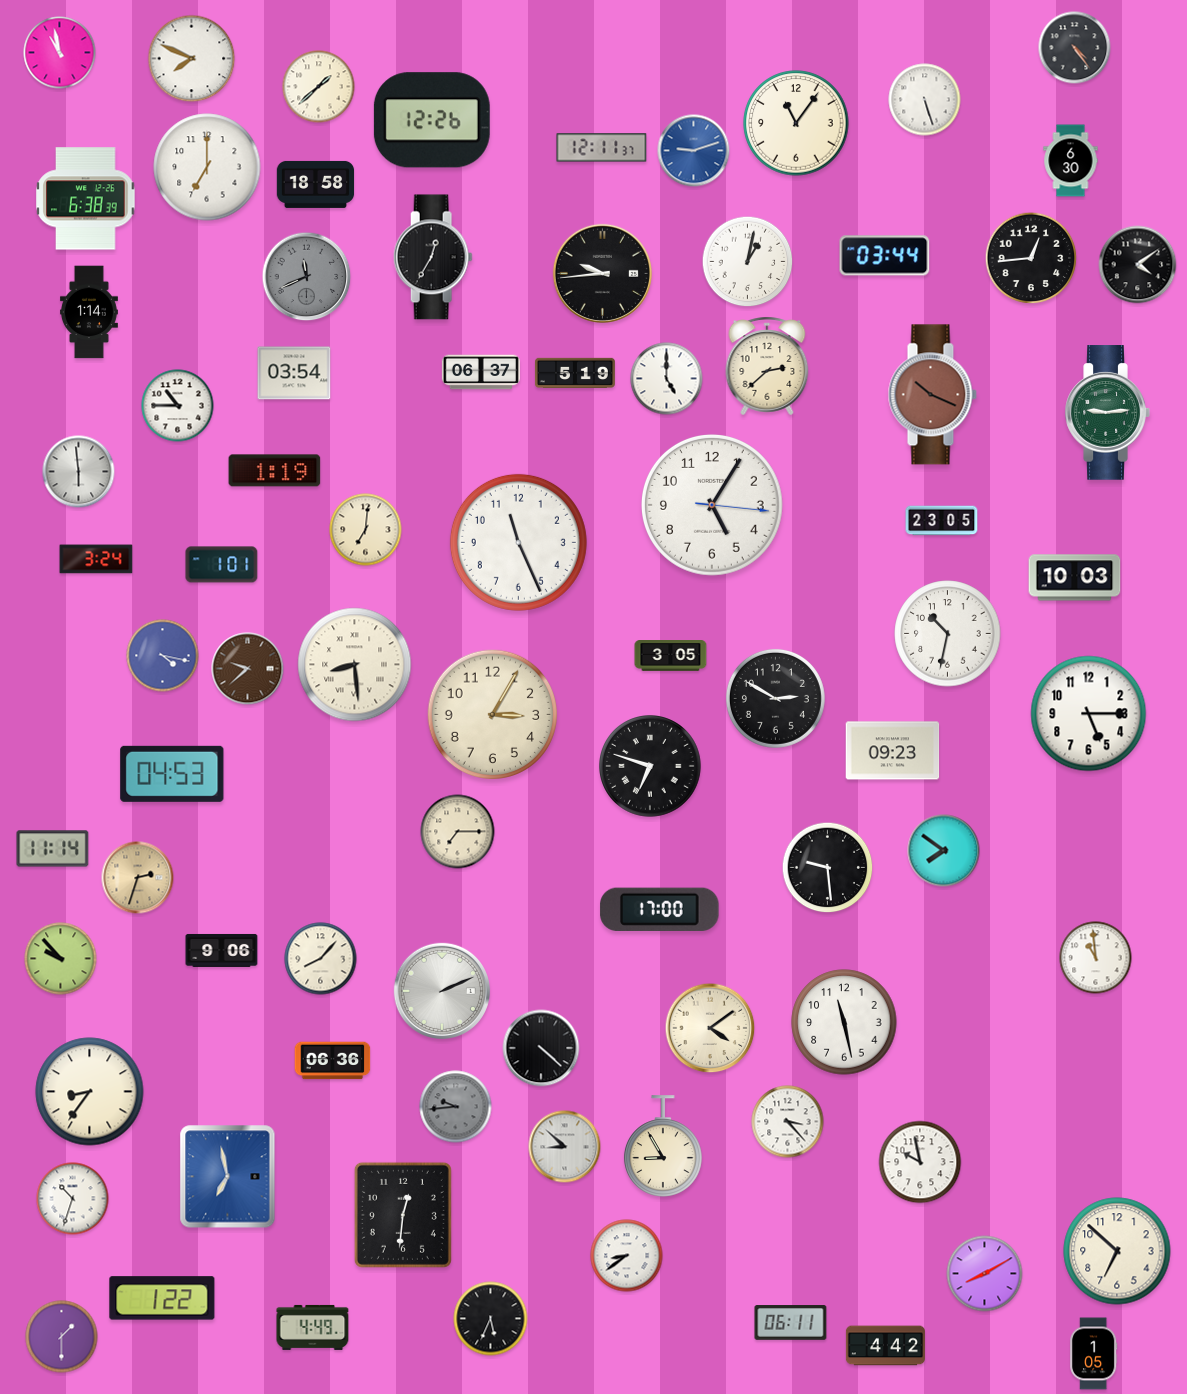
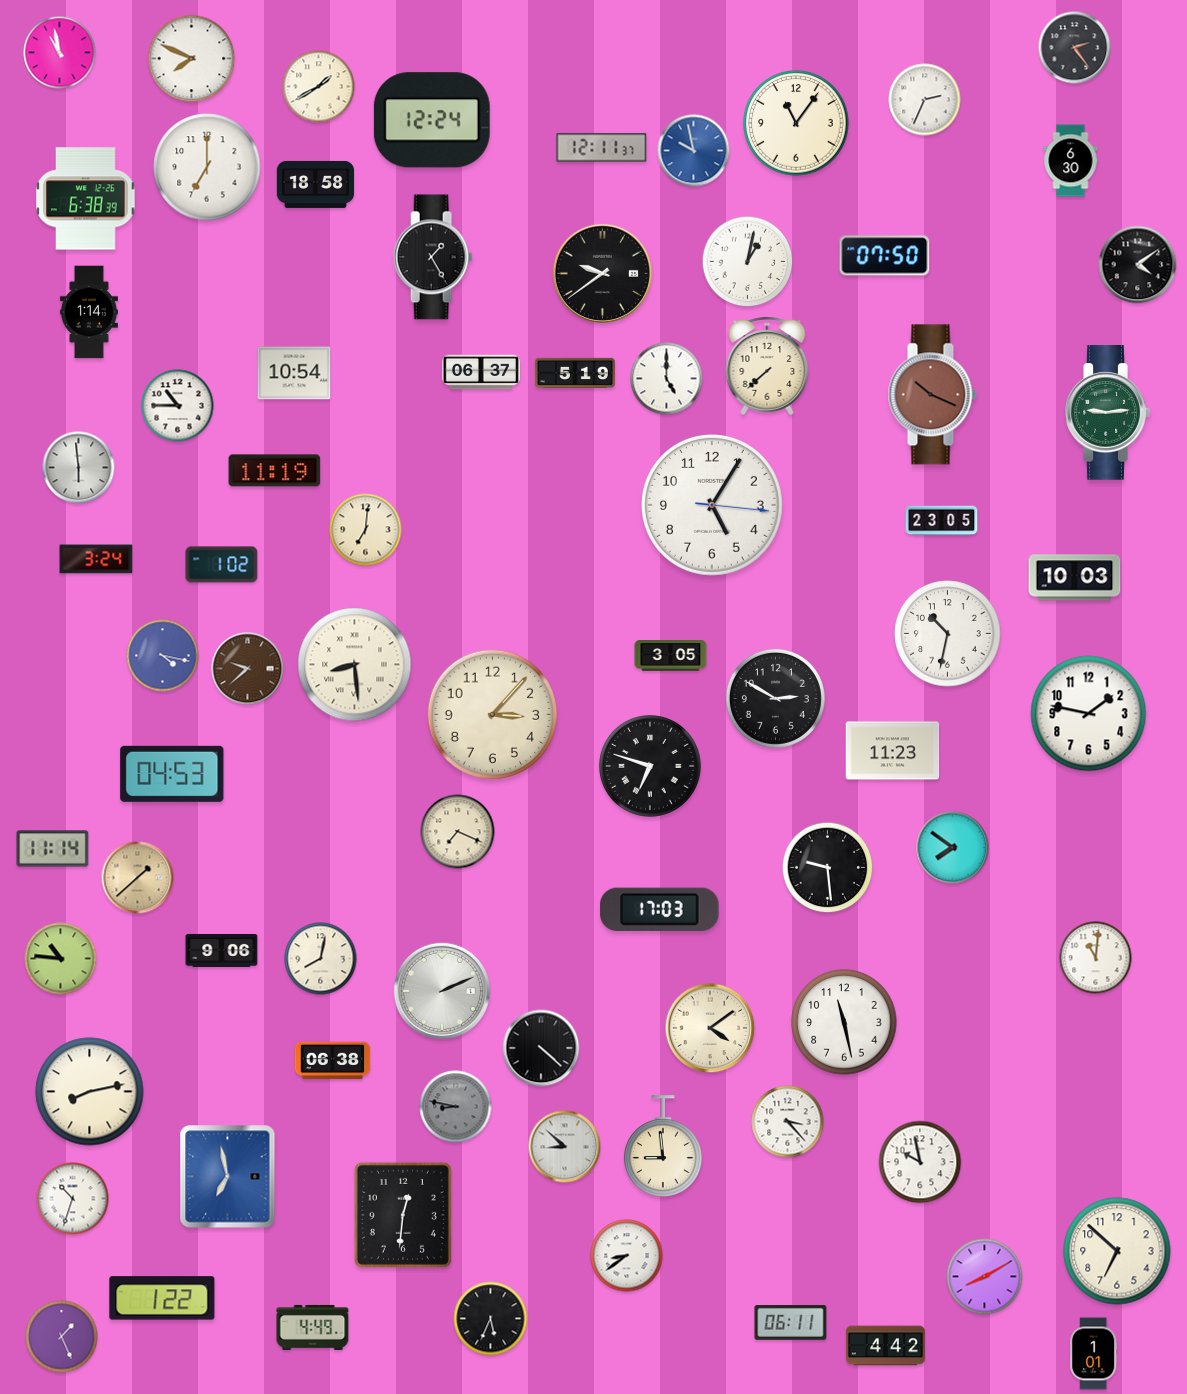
clock at (1075, 48): 4:24 -> 2:24
clock at (319, 87): 1:38 -> 1:40
clock at (925, 100): 5:27 -> 2:34
clock at (432, 120): 12:26 -> 12:24
clock at (694, 151): 9:12 -> 9:58
clock at (885, 256): 03:44 -> 07:50
clock at (433, 257): 12:35 -> 1:25
clock at (1031, 258): 12:44 -> none
clock at (602, 273): 9:44 -> 9:39
clock at (307, 277): 11:41 -> none
clock at (767, 366): 2:38 -> 7:38
clock at (294, 373): 03:54 -> 10:54
clock at (275, 471): 1:19 -> 11:19
clock at (79, 472) position: (79, 472) -> (79, 468)
clock at (518, 542): 11:26 -> none
clock at (222, 565): 1:01 -> 1:02
clock at (1089, 714): 5:15 -> 1:47
clock at (493, 715): 3:05 -> 3:07
clock at (893, 751): 09:23 -> 11:23
clock at (458, 832): 7:15 -> 7:19
clock at (944, 851) position: (944, 851) -> (953, 848)
clock at (138, 878): 2:33 -> 1:38
clock at (660, 909): 17:00 -> 17:03
clock at (1096, 958): 10:59 -> 11:01
clock at (61, 959): 9:53 -> 10:46
clock at (321, 959): 8:07 -> 8:02
clock at (333, 1061): 06:36 -> 06:38
clock at (90, 1092): 8:36 -> 8:13
clock at (456, 1107): 9:44 -> 8:47
clock at (664, 1146): 8:55 -> 8:59
clock at (985, 1274) position: (985, 1274) -> (985, 1277)
clock at (62, 1337): 1:30 -> 1:26
clock at (1094, 1354): 1:05 -> 1:01
